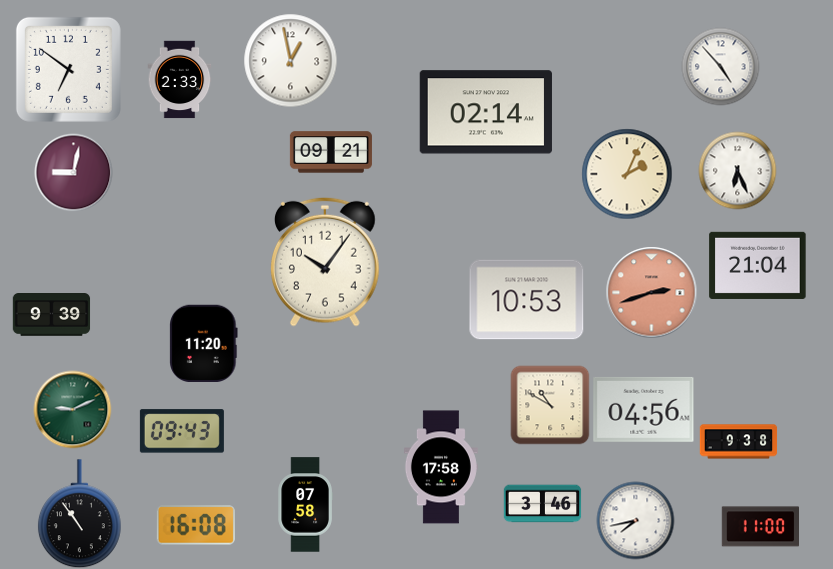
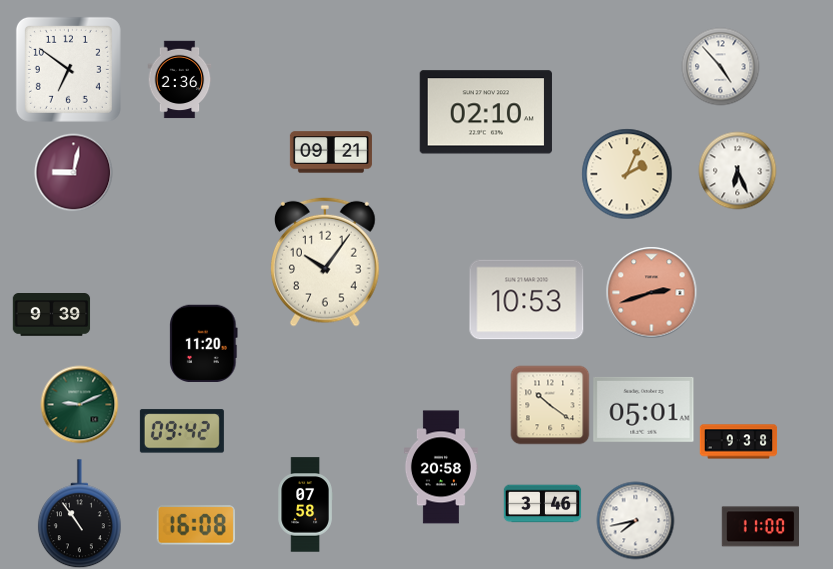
clock at (290, 60): 12:58 -> none
clock at (180, 79): 2:33 -> 2:36
clock at (486, 112): 02:14 -> 02:10
clock at (758, 265): 21:04 -> none
clock at (550, 405): 10:50 -> 10:21
clock at (72, 409) position: (72, 409) -> (79, 404)
clock at (644, 409): 04:56 -> 05:01
clock at (182, 431): 09:43 -> 09:42
clock at (441, 467): 17:58 -> 20:58
